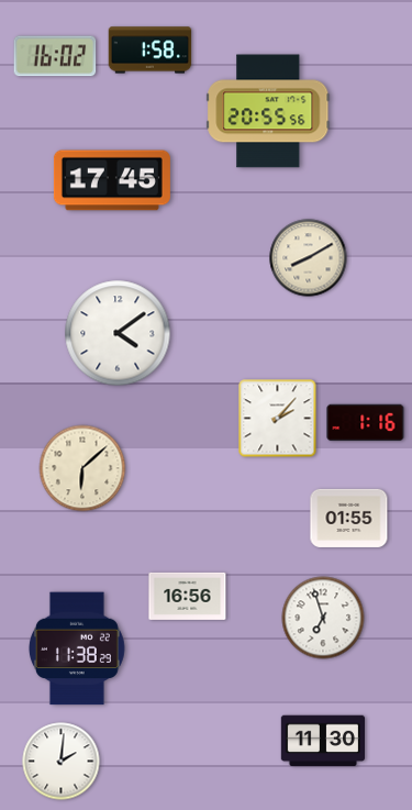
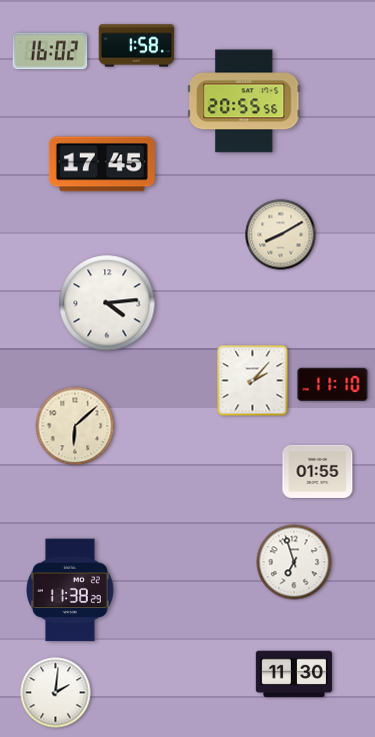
clock at (118, 333): 4:09 -> 4:14
clock at (366, 423): 1:16 -> 11:10
clock at (188, 596): 16:56 -> none
